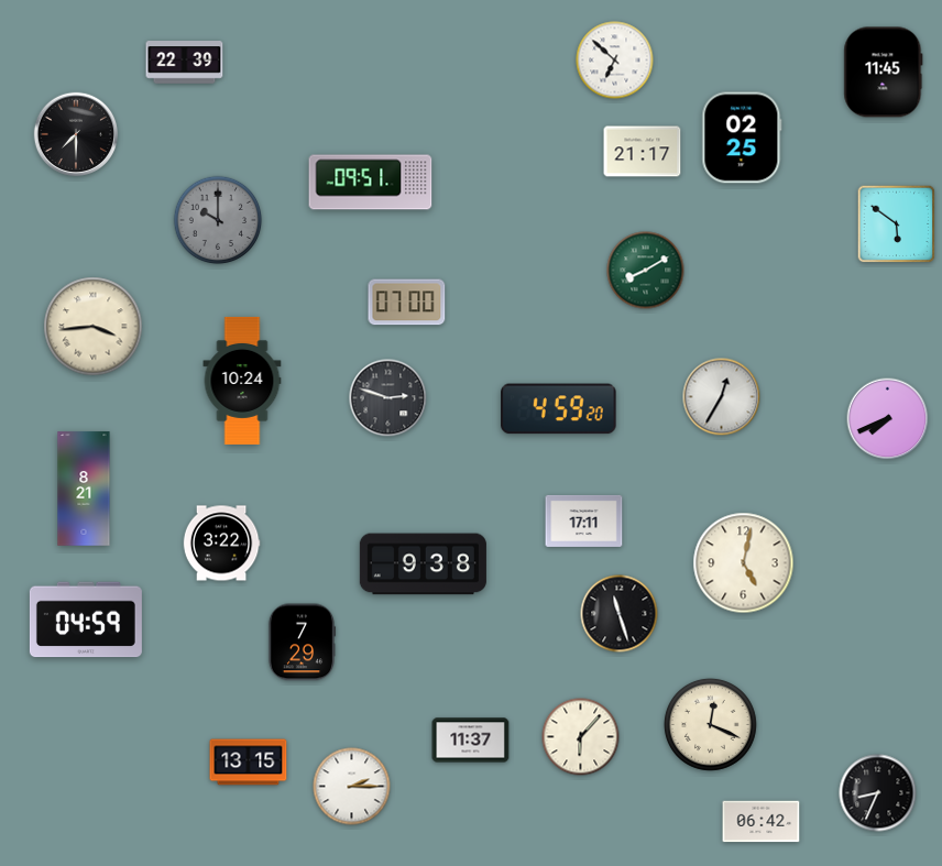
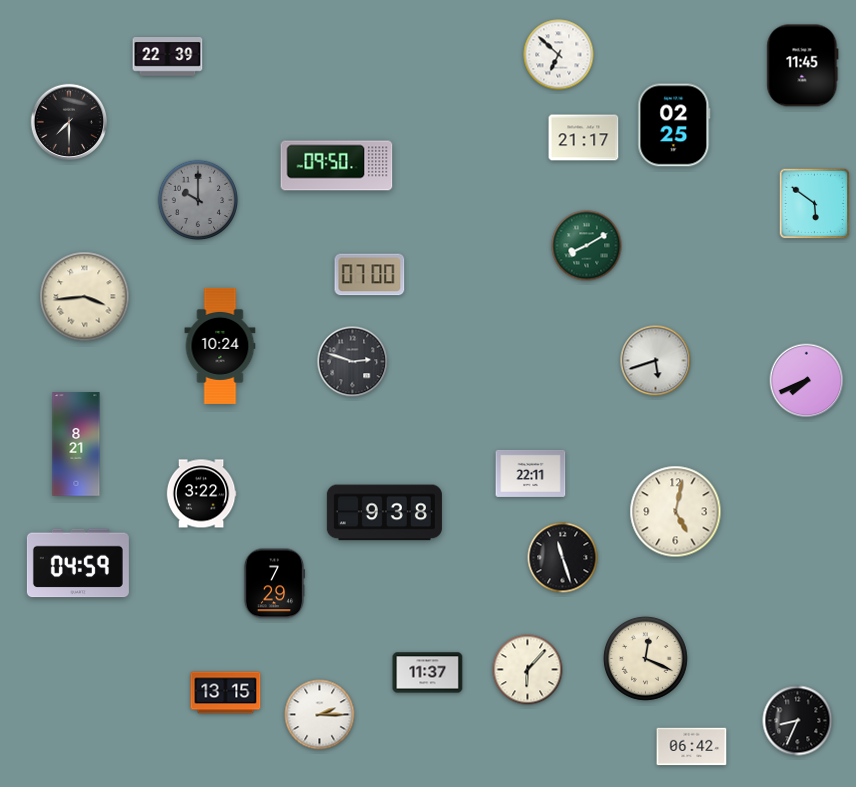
clock at (371, 183): 09:51 -> 09:50
clock at (722, 397): 12:35 -> 5:42
clock at (559, 409): 4:59 -> none
clock at (584, 520): 17:11 -> 22:11
